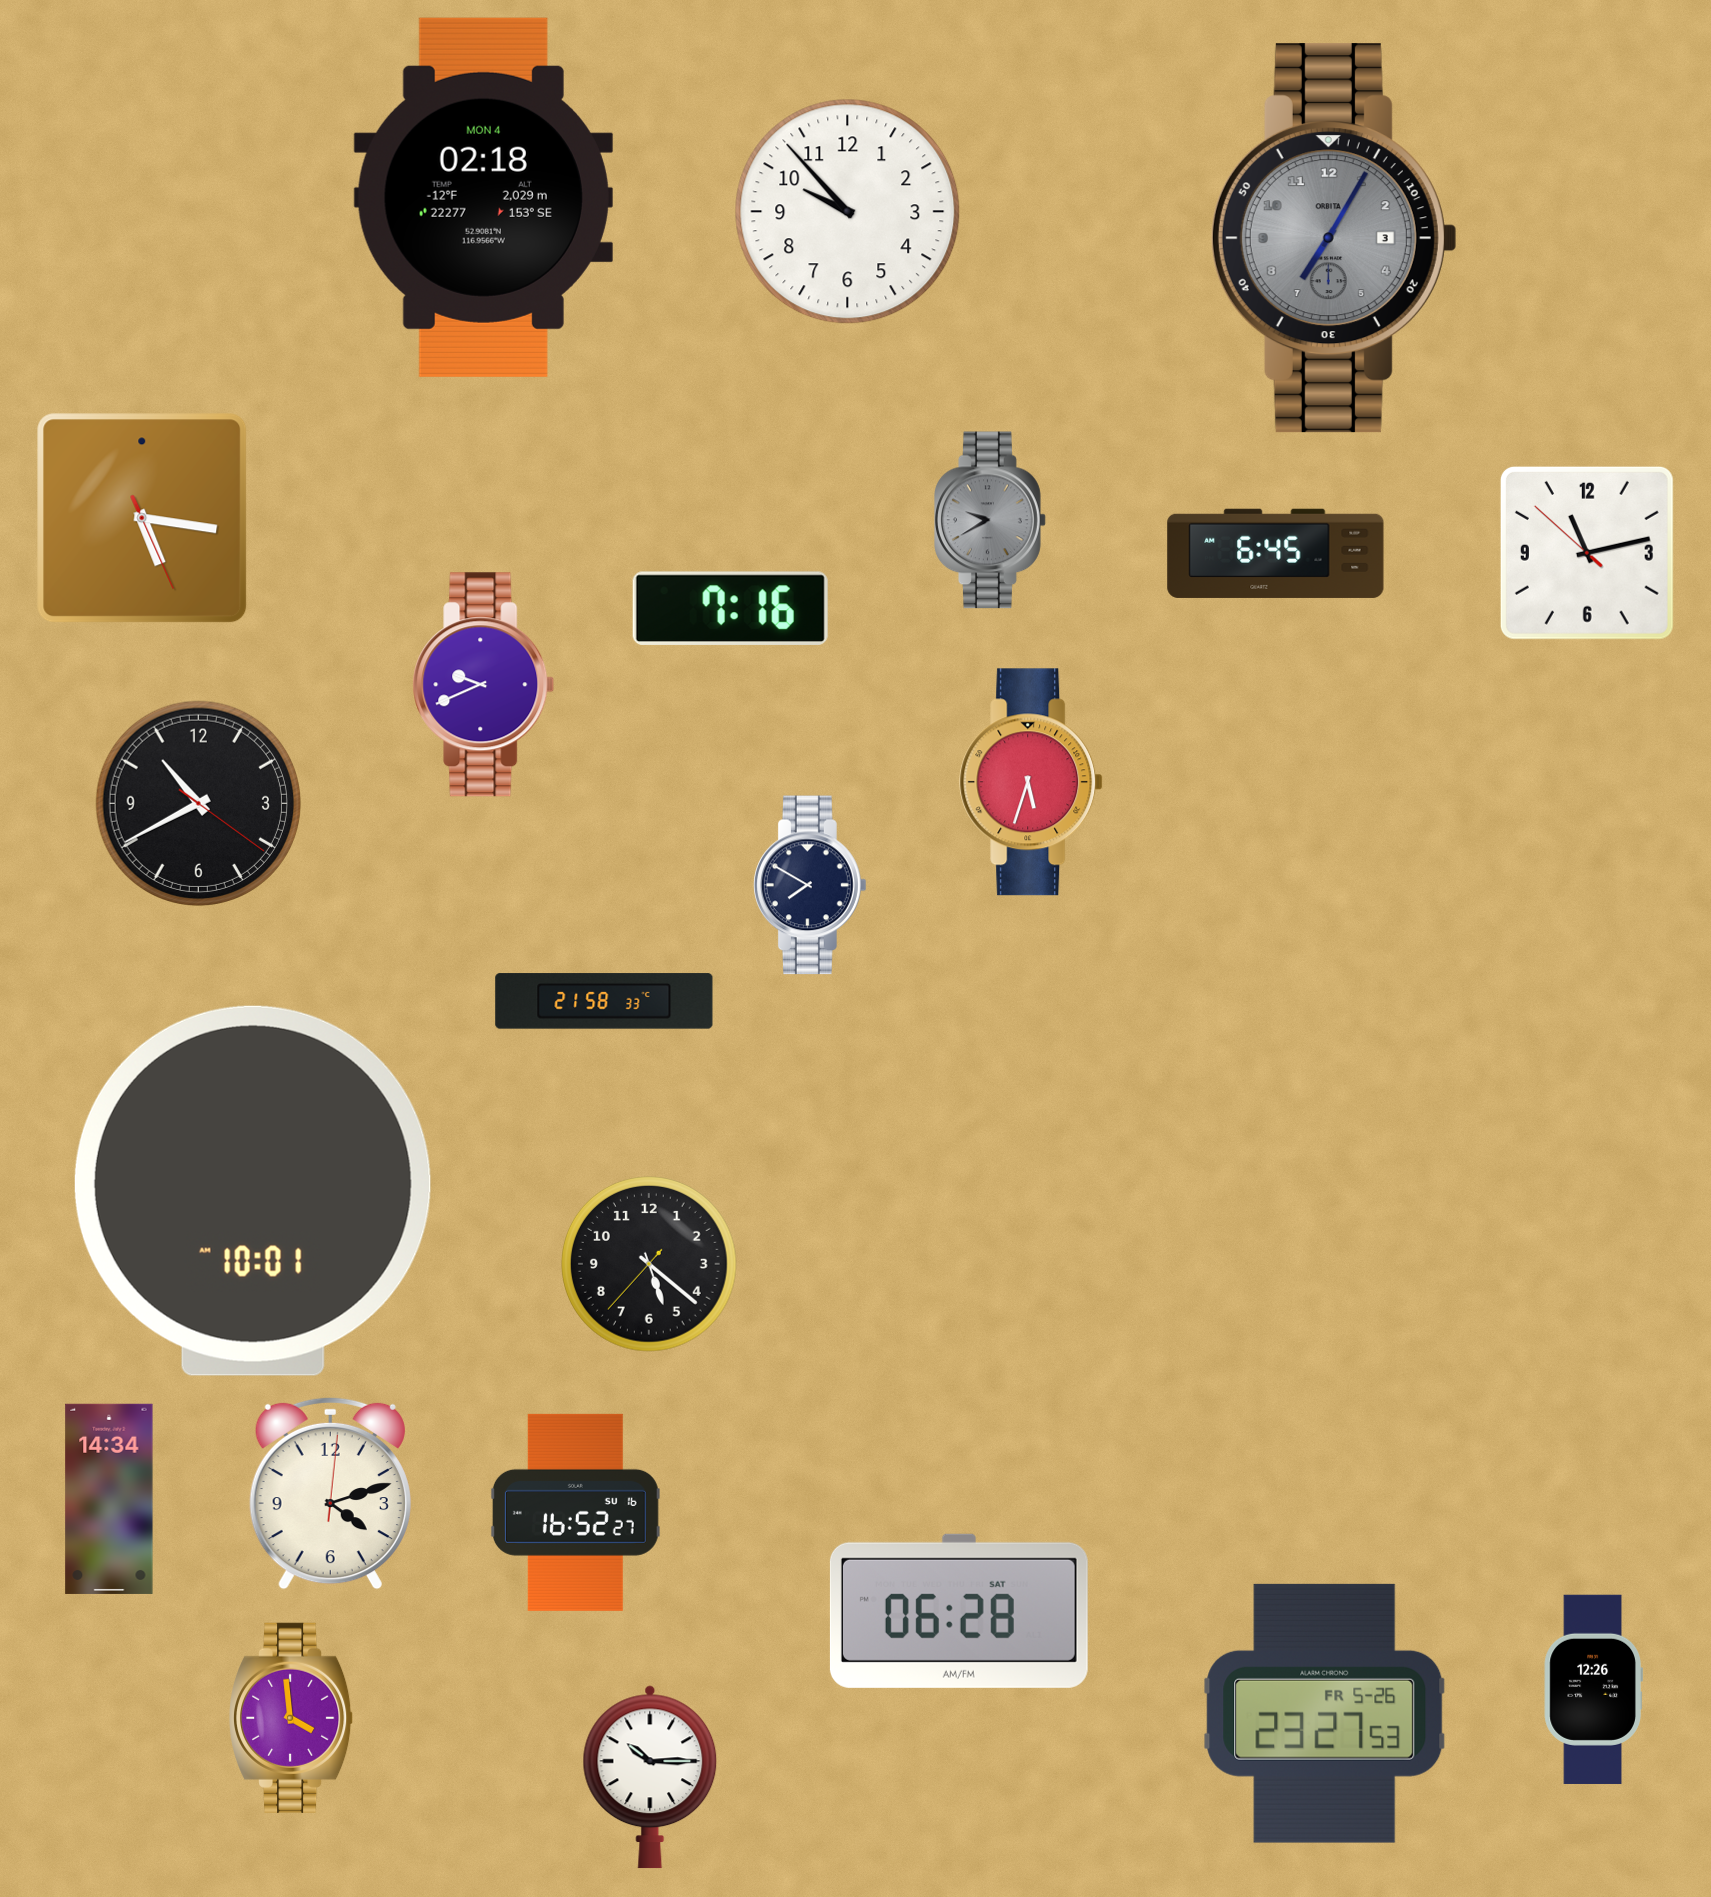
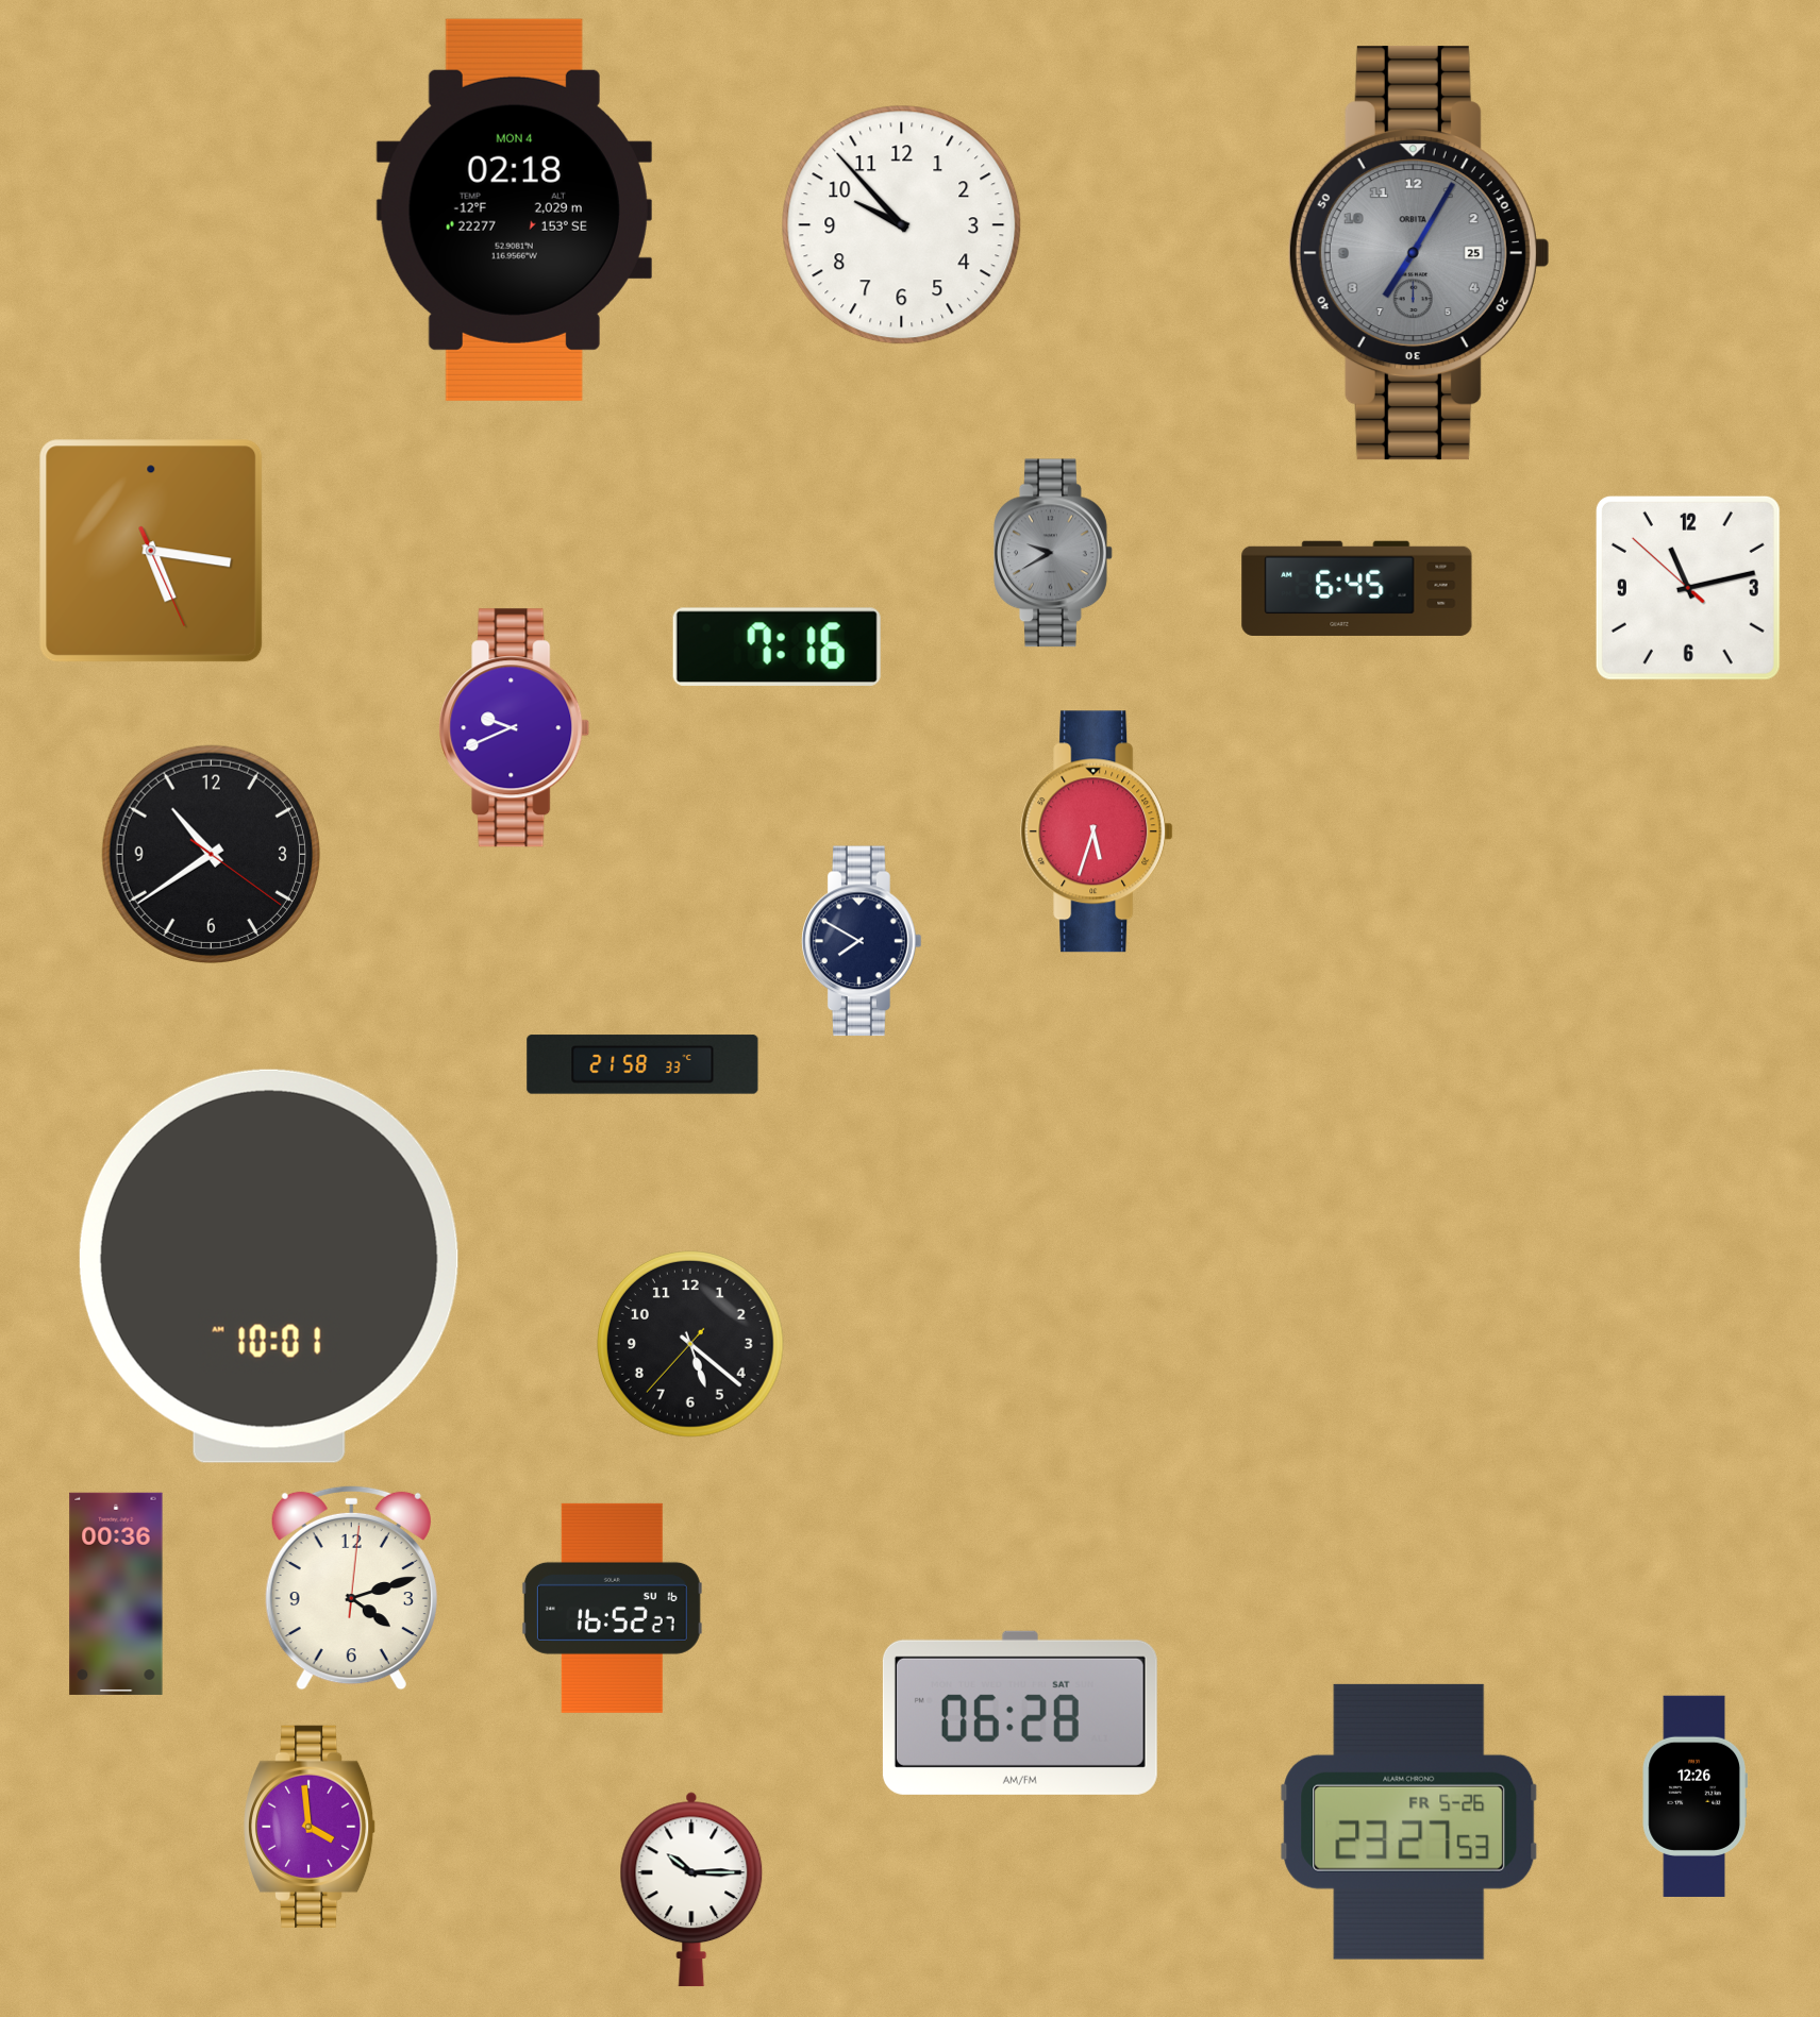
clock at (1334, 238) date: 3 -> 25
clock at (198, 803): 10:40 -> 10:39
clock at (109, 1499): 14:34 -> 00:36
